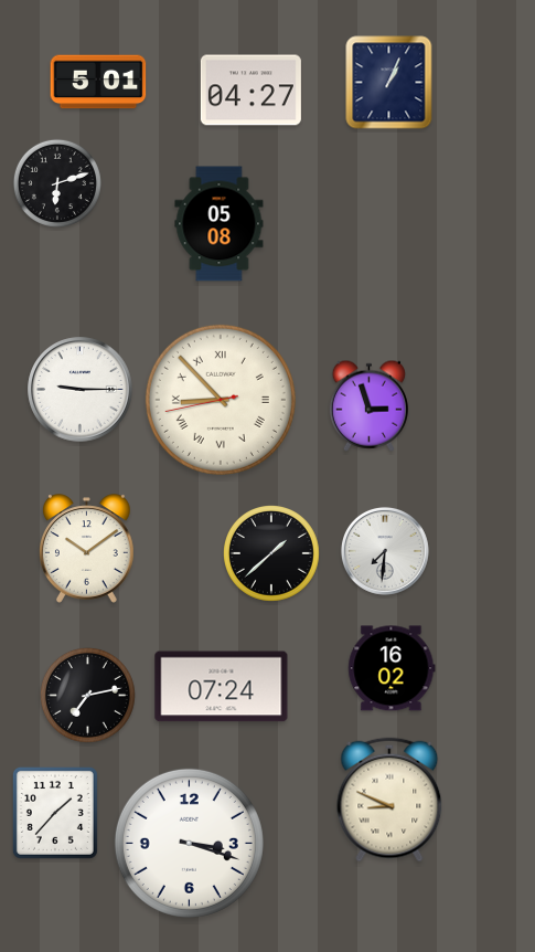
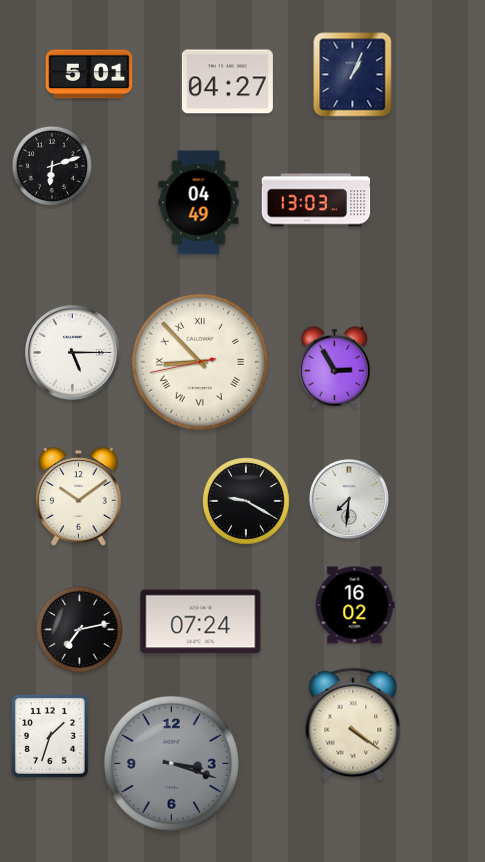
clock at (316, 200): none -> 13:03
clock at (220, 224): 05:08 -> 04:49
clock at (81, 390): 9:15 -> 5:15
clock at (368, 405): 2:57 -> 2:55
clock at (272, 554): 1:38 -> 9:20
clock at (389, 800): 8:49 -> 4:21
clock at (55, 813): 1:37 -> 1:33
clock at (189, 843) dial: white -> grey
